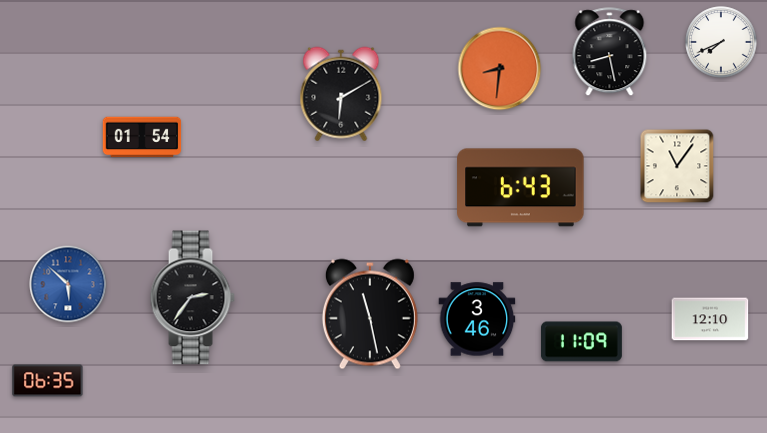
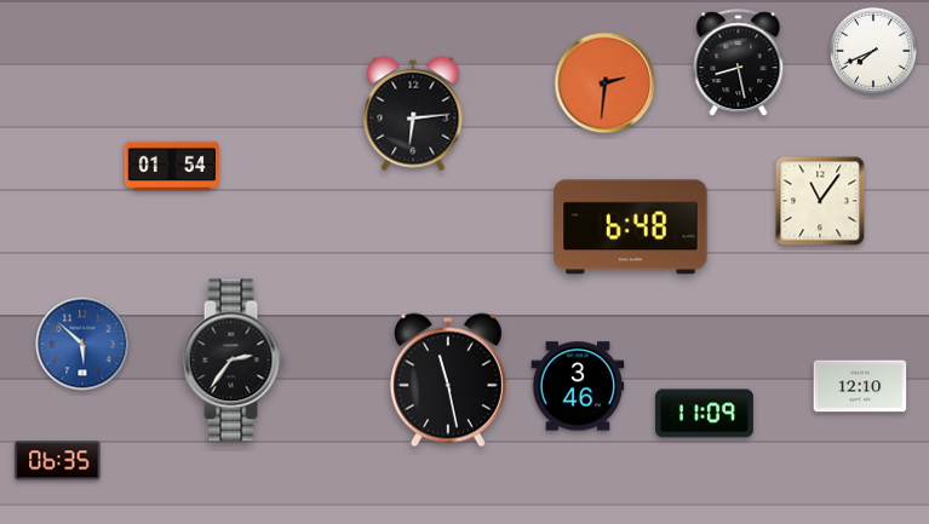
clock at (500, 69): 8:31 -> 2:31
clock at (341, 94): 6:10 -> 6:14
clock at (521, 188): 6:43 -> 6:48
